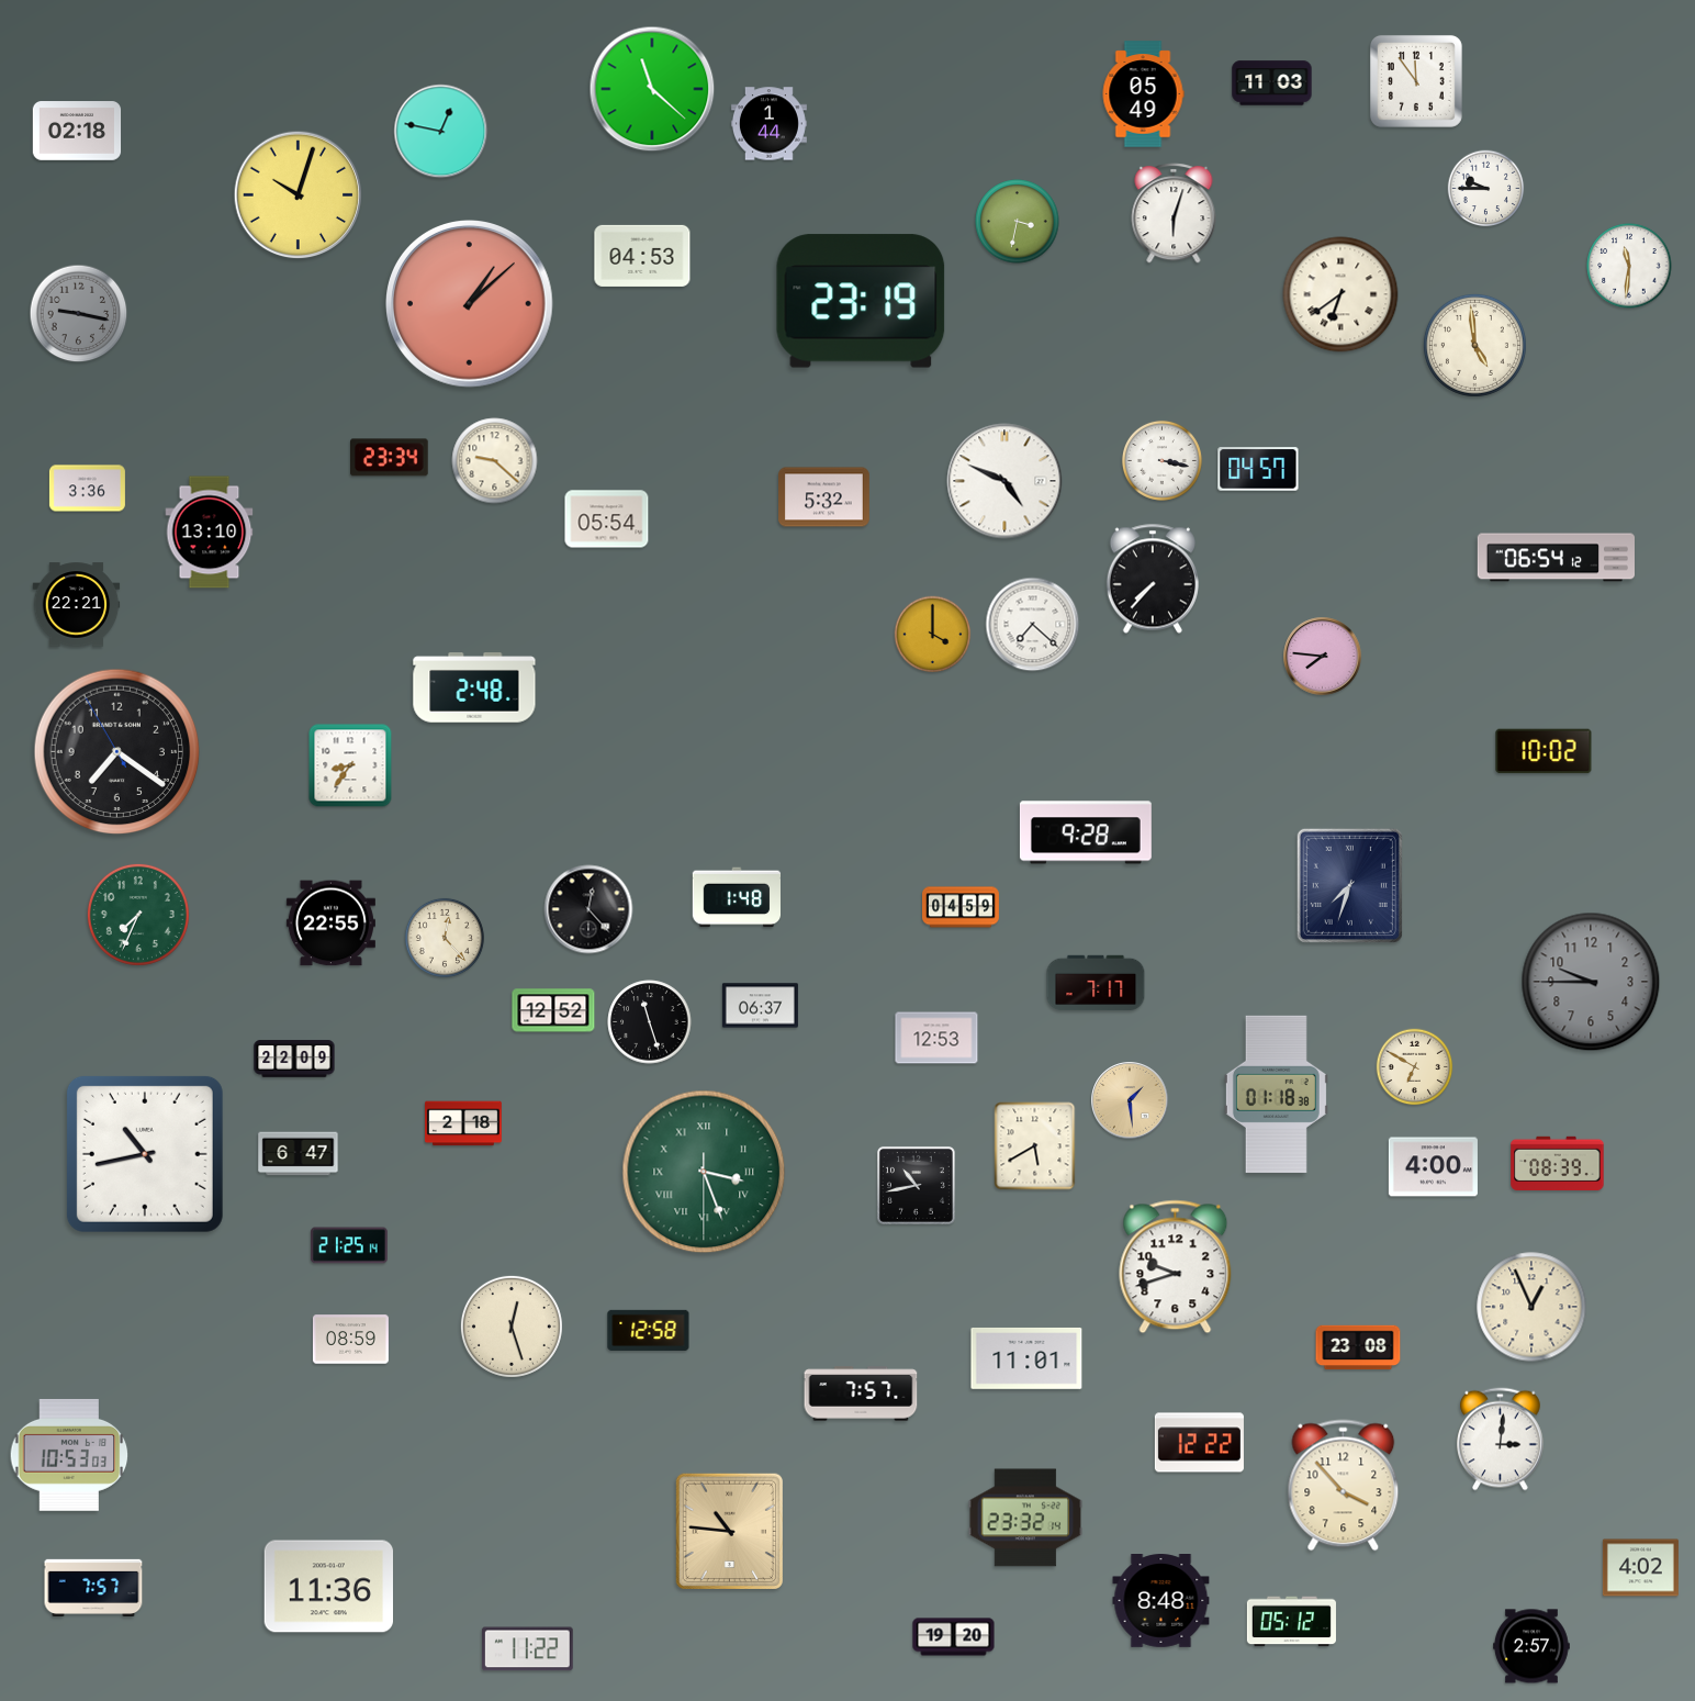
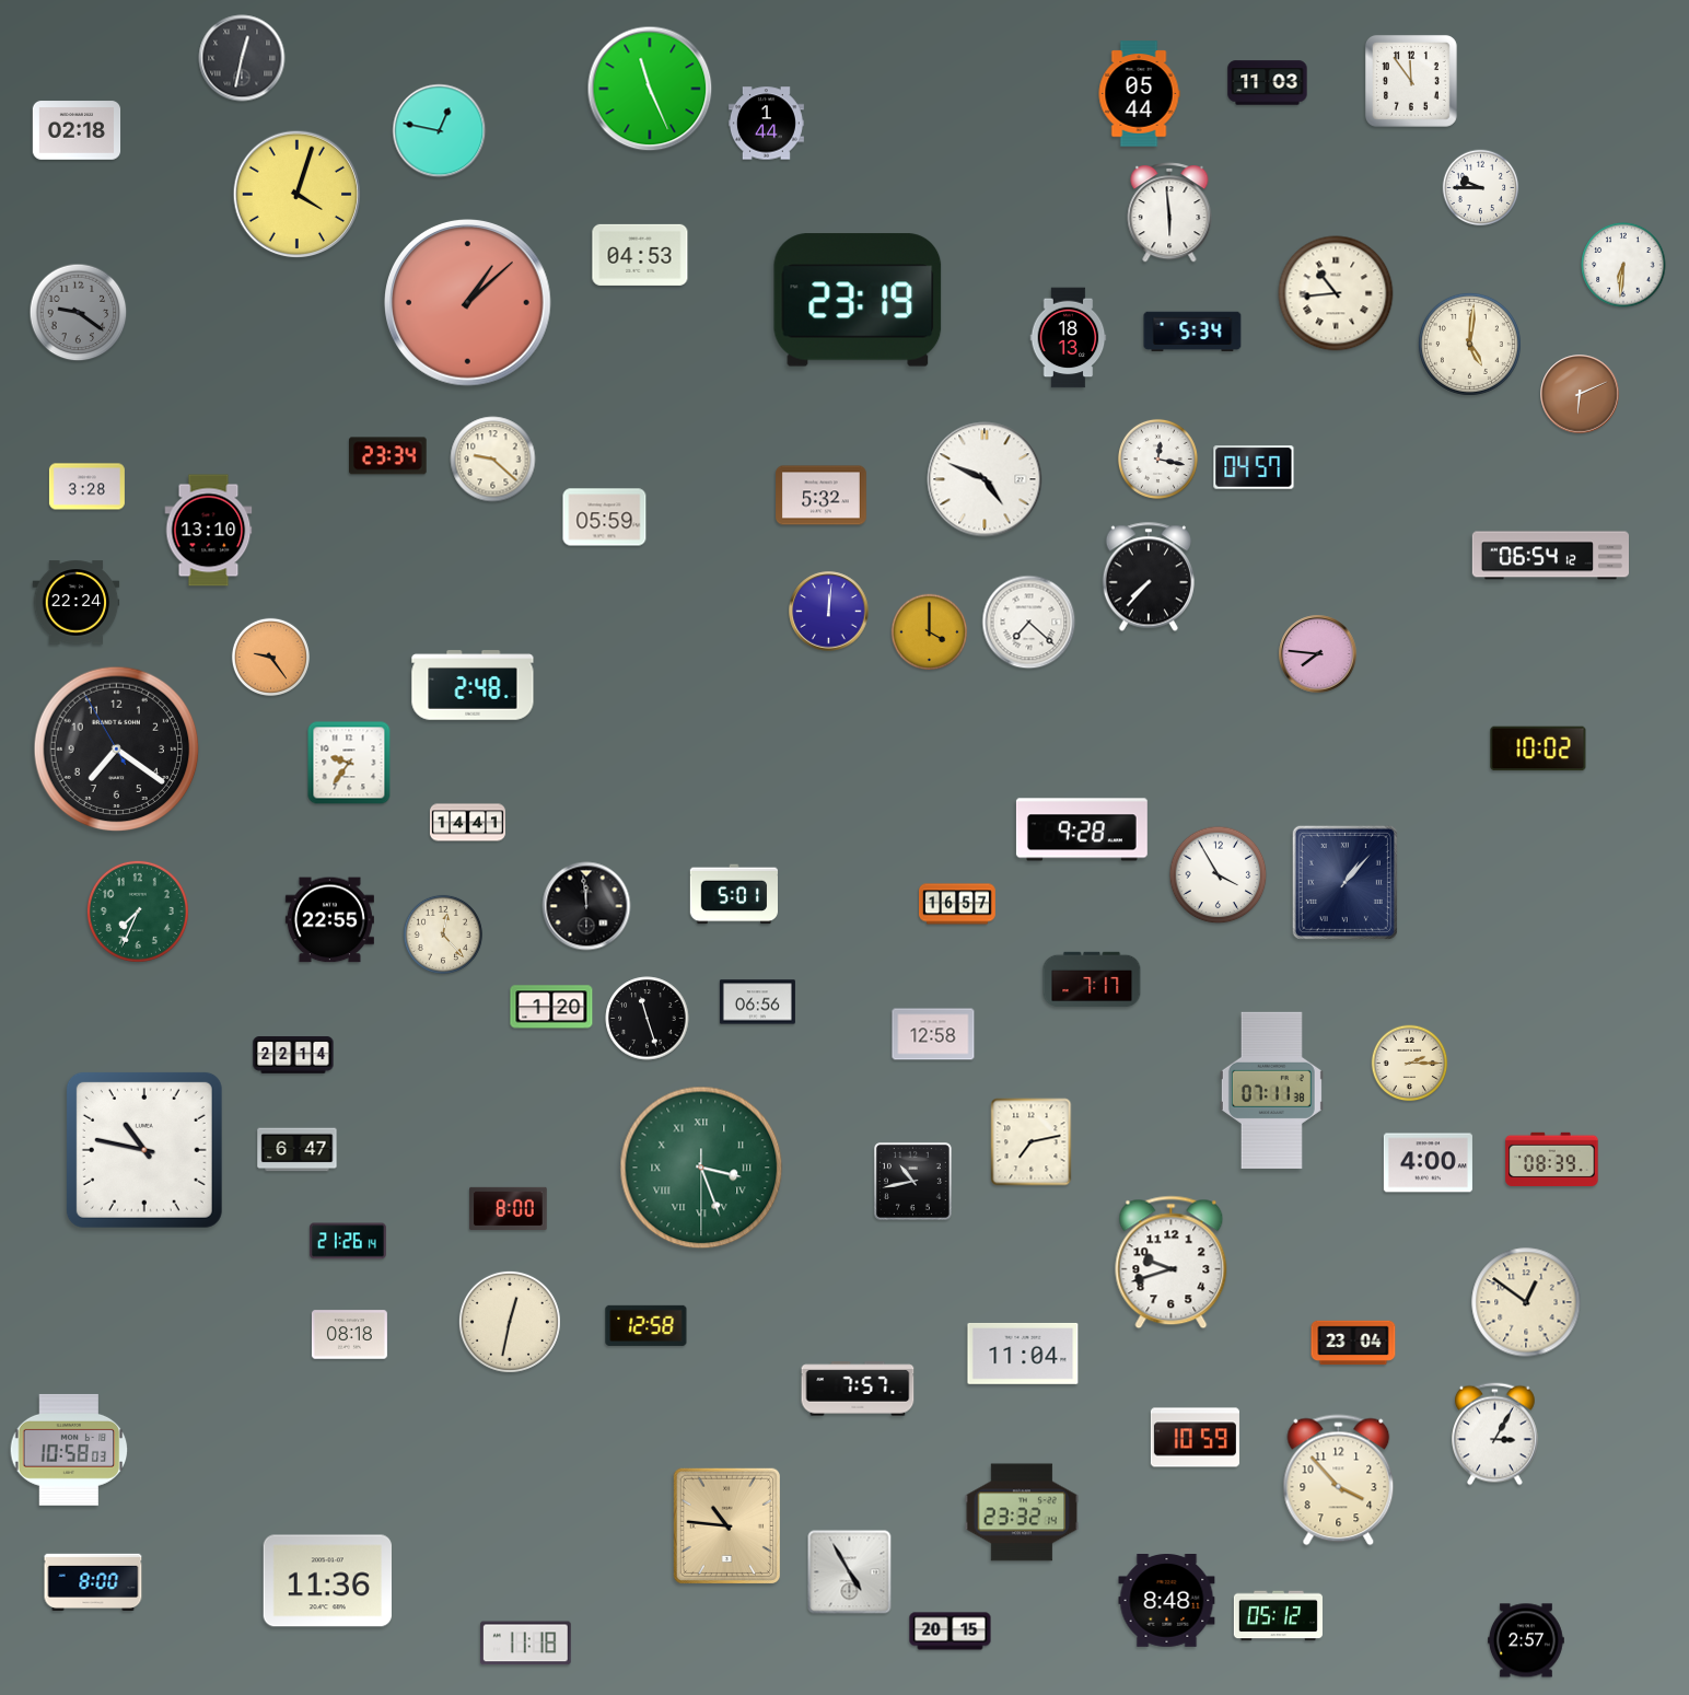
clock at (242, 58): none -> 12:32
clock at (652, 89): 11:22 -> 11:26
clock at (1143, 94): 05:49 -> 05:44
clock at (299, 195): 10:03 -> 4:03
clock at (1174, 214): 6:03 -> 5:59
clock at (1018, 222): 3:32 -> none
clock at (1629, 266): 11:31 -> 6:31
clock at (1340, 294): 6:39 -> 10:44
clock at (79, 314): 9:17 -> 9:21
clock at (1192, 332): none -> 5:34
clock at (1069, 338): none -> 18:13
clock at (1474, 345): 4:59 -> 5:01
clock at (1580, 394): none -> 6:11
clock at (1161, 460): 3:17 -> 12:17
clock at (1004, 481) position: (1004, 481) -> (985, 479)
clock at (87, 489): 3:36 -> 3:28
clock at (607, 519): 05:54 -> 05:59
clock at (77, 605): 22:21 -> 22:24
clock at (829, 612): none -> 12:01
clock at (270, 657): none -> 9:24
clock at (350, 765): 8:36 -> 9:36
clock at (467, 823): none -> 14:41
clock at (1219, 875): none -> 3:55
clock at (1349, 885): 7:33 -> 1:07
clock at (736, 897): 1:48 -> 5:01
clock at (962, 907): 04:59 -> 16:57
clock at (588, 909): 12:23 -> 11:59
clock at (1591, 982): 9:45 -> none
clock at (760, 1006): 06:37 -> 06:56
clock at (553, 1010): 12:52 -> 1:20
clock at (936, 1038): 12:53 -> 12:58
clock at (294, 1059): 22:09 -> 22:14
clock at (1415, 1067): 6:50 -> 2:15
clock at (1276, 1094): 01:18 -> 07:11
clock at (1130, 1100): 1:29 -> none
clock at (463, 1123): 2:18 -> none
clock at (1035, 1146): 5:40 -> 7:13
clock at (145, 1154): 10:43 -> 10:47
clock at (509, 1208): none -> 8:00
clock at (349, 1245): 21:25 -> 21:26
clock at (1531, 1307): 12:56 -> 12:51
clock at (512, 1327): 12:27 -> 12:32
clock at (350, 1340): 08:59 -> 08:18
clock at (1358, 1347): 23:08 -> 23:04
clock at (1026, 1358): 11:01 -> 11:04
clock at (1501, 1440): 3:01 -> 3:05
clock at (1199, 1443): 12:22 -> 10:59
clock at (69, 1455): 10:53 -> 10:58
clock at (1640, 1568): 4:02 -> none
clock at (850, 1572): none -> 4:55
clock at (93, 1587): 7:57 -> 8:00
clock at (1161, 1601) position: (1161, 1601) -> (1167, 1601)
clock at (1291, 1622) position: (1291, 1622) -> (1278, 1616)
clock at (954, 1637): 19:20 -> 20:15
clock at (527, 1649): 11:22 -> 11:18
